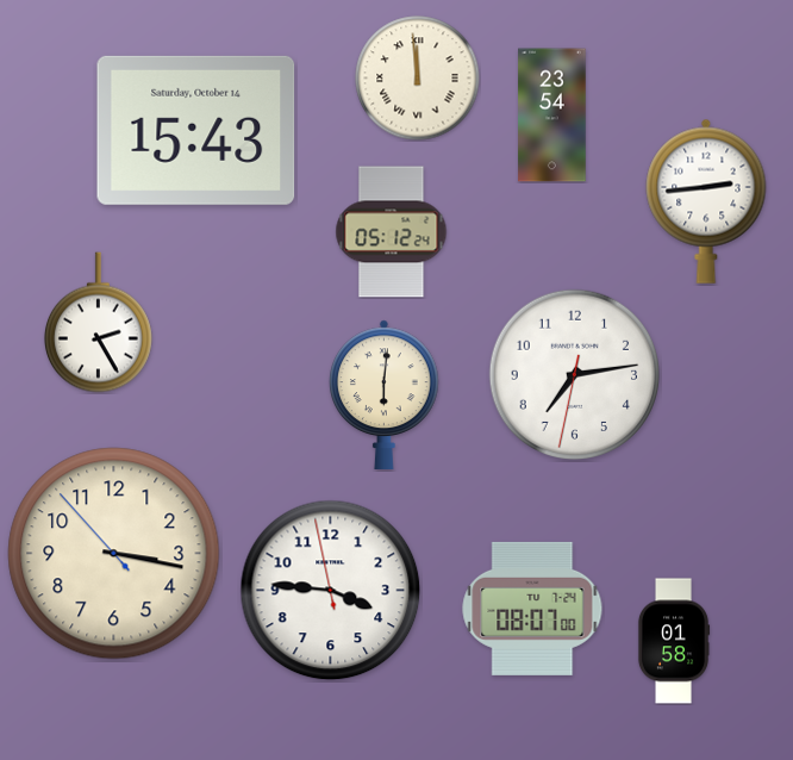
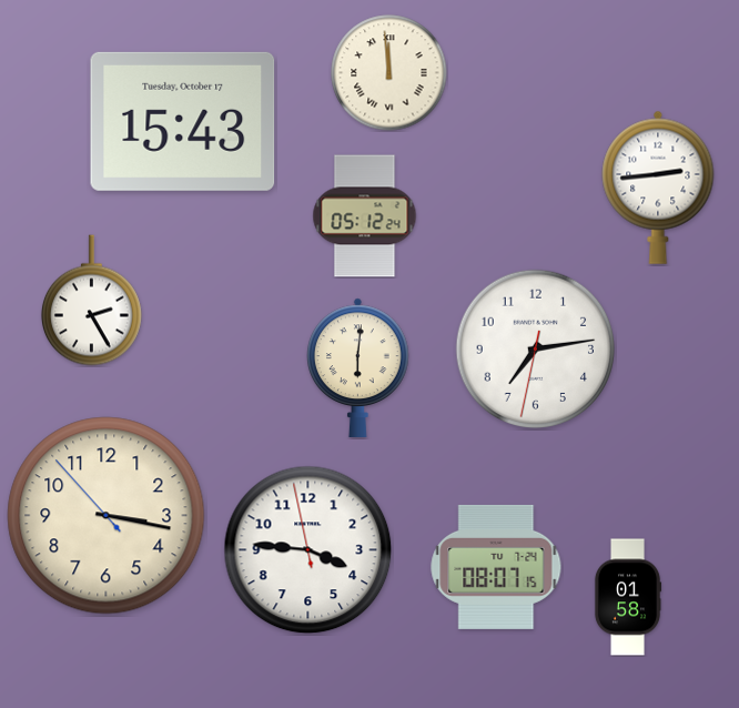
clock at (552, 116): 23:54 -> none
clock at (196, 130) date: Saturday, October 14 -> Tuesday, October 17
clock at (532, 609): 08:07:00 -> 08:07:15
